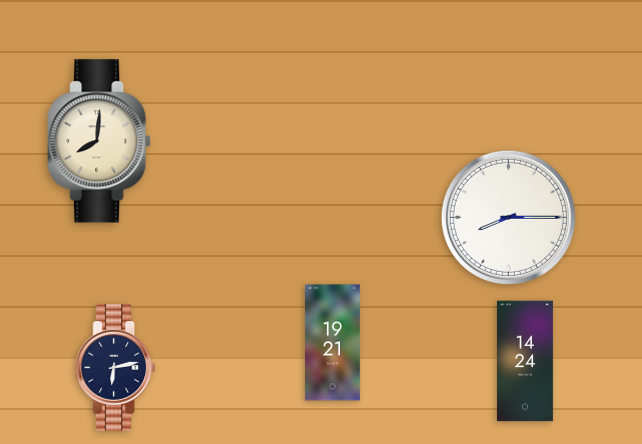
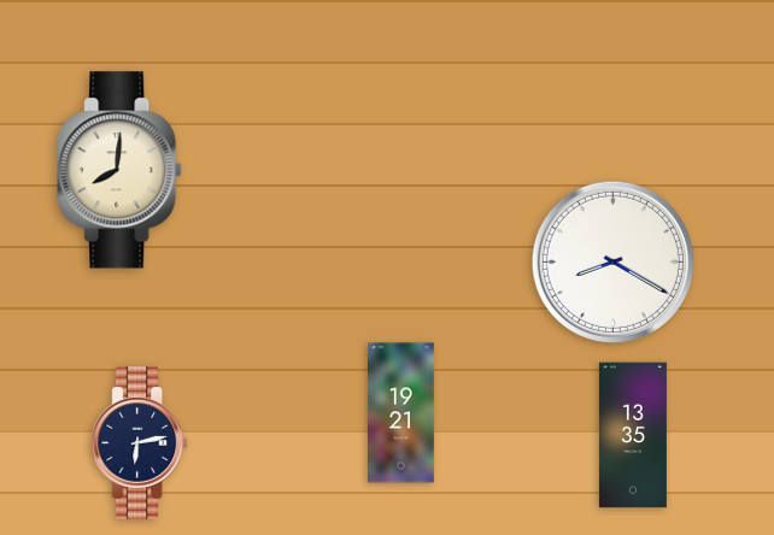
clock at (508, 217): 8:15 -> 8:20
clock at (525, 361): 14:24 -> 13:35
